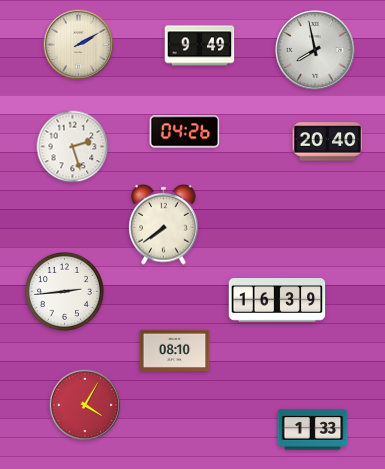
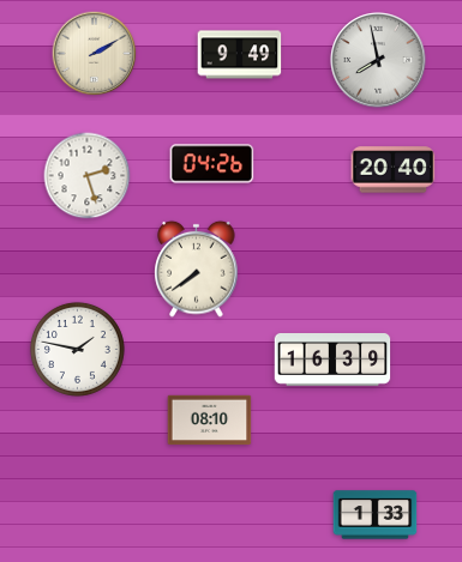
clock at (185, 132) position: (185, 132) -> (212, 164)
clock at (64, 291): 2:44 -> 1:47
clock at (85, 405): 4:05 -> none
